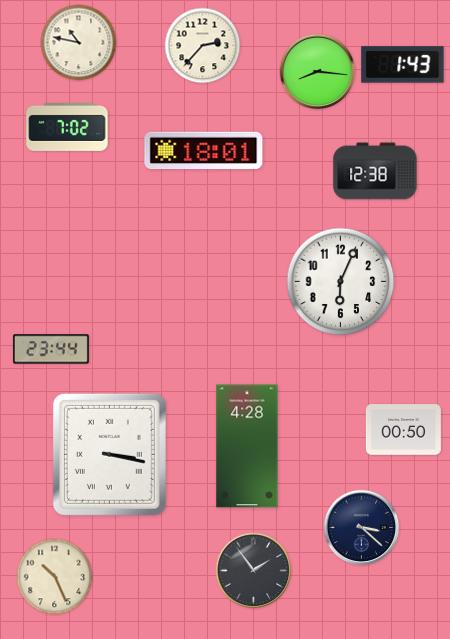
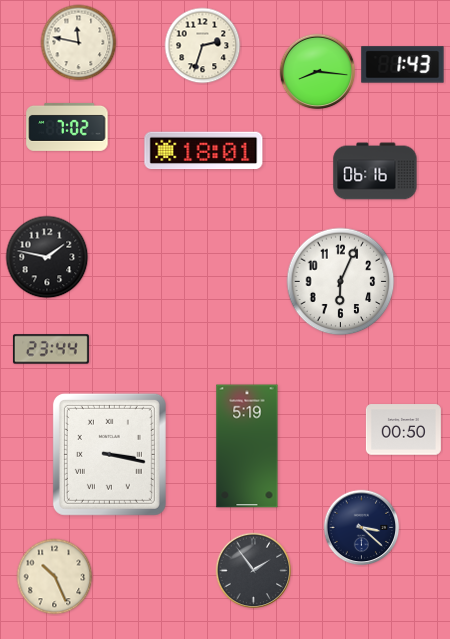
clock at (79, 43): 10:47 -> 11:47
clock at (203, 46): 2:37 -> 2:33
clock at (375, 171): 12:38 -> 06:16
clock at (47, 257): none -> 1:47
clock at (247, 446): 4:28 -> 5:19
